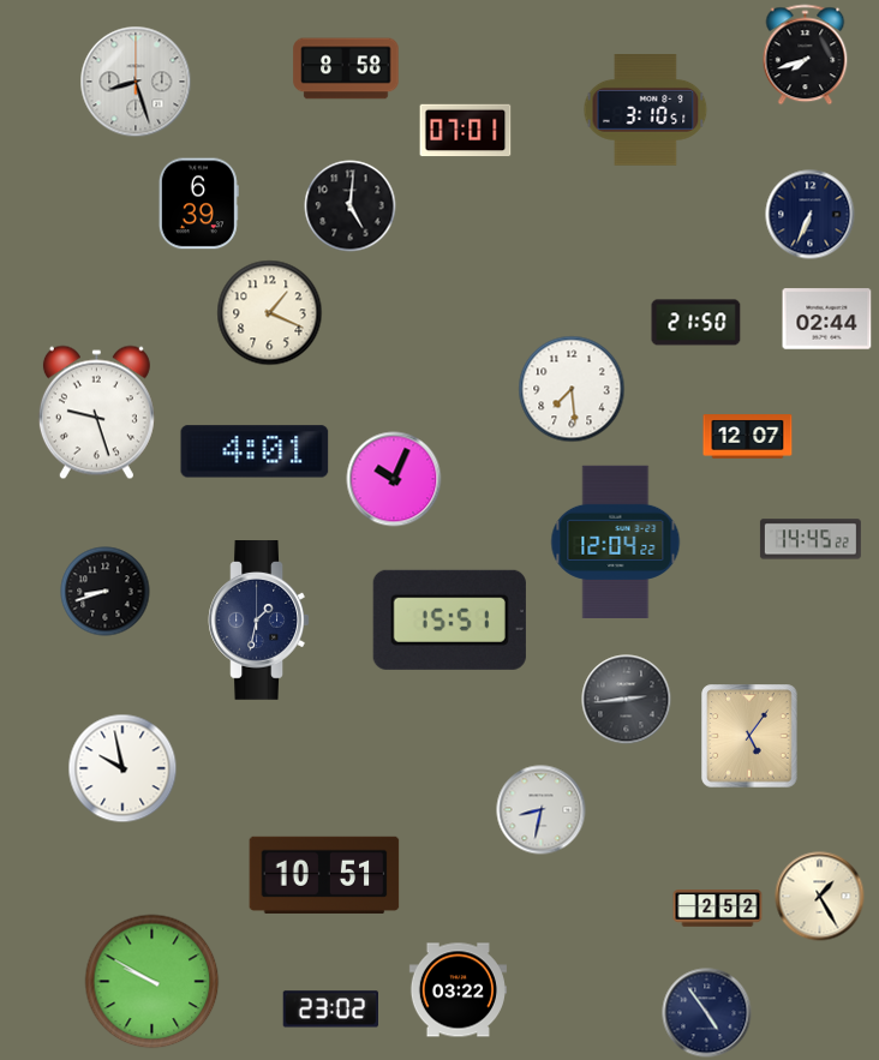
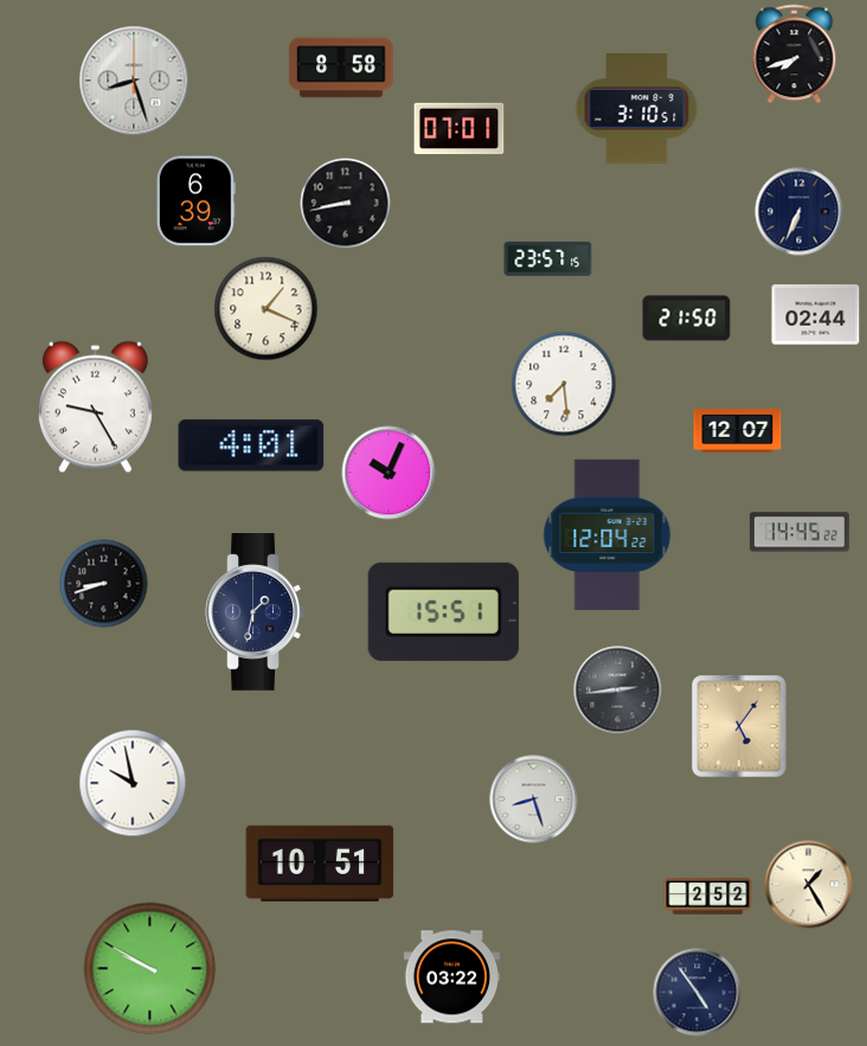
clock at (351, 206): 5:01 -> 8:43
clock at (548, 258): none -> 23:57
clock at (96, 413): 9:27 -> 9:25
clock at (122, 768) position: (122, 768) -> (133, 783)
clock at (542, 810): 8:32 -> 8:27
clock at (330, 1010): 23:02 -> none
clock at (707, 1013) position: (707, 1013) -> (698, 993)
